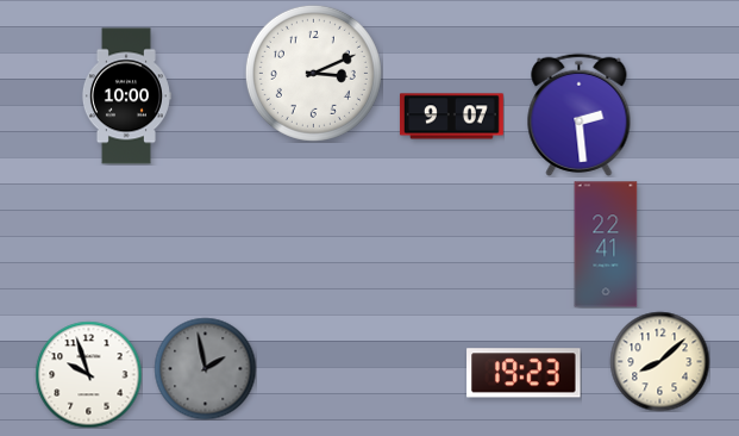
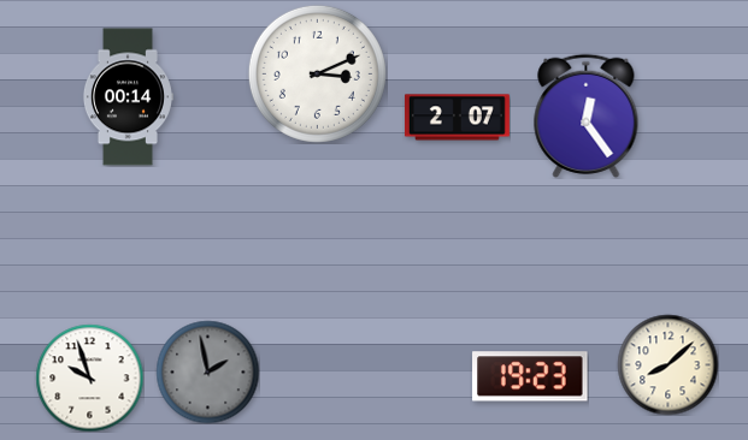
clock at (125, 96): 10:00 -> 00:14
clock at (580, 114): 2:29 -> 12:24
clock at (451, 117): 9:07 -> 2:07
clock at (606, 244): 22:41 -> none
